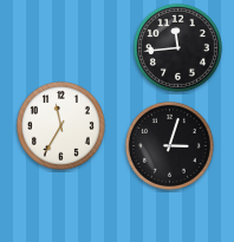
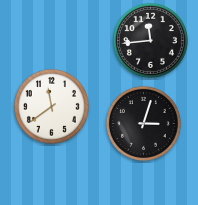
clock at (60, 125): 11:35 -> 11:39
